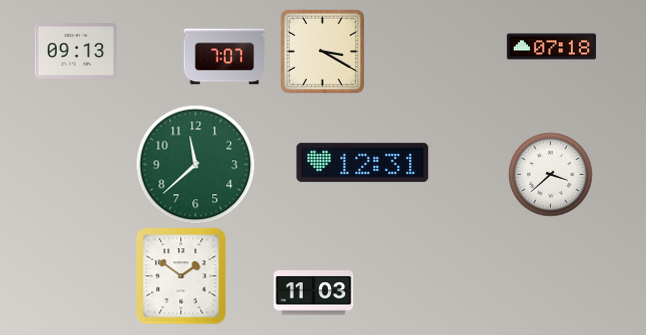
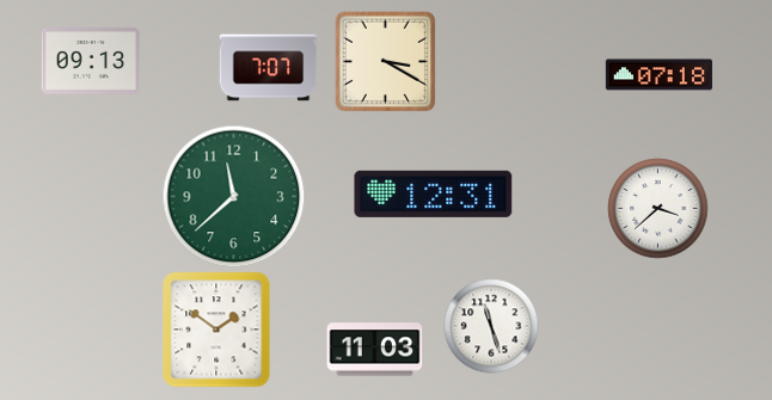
clock at (551, 47) position: (551, 47) -> (658, 75)
clock at (491, 326): none -> 11:27
